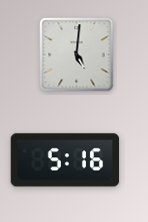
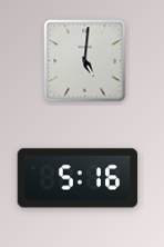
clock at (65, 160) position: (65, 160) -> (78, 178)
